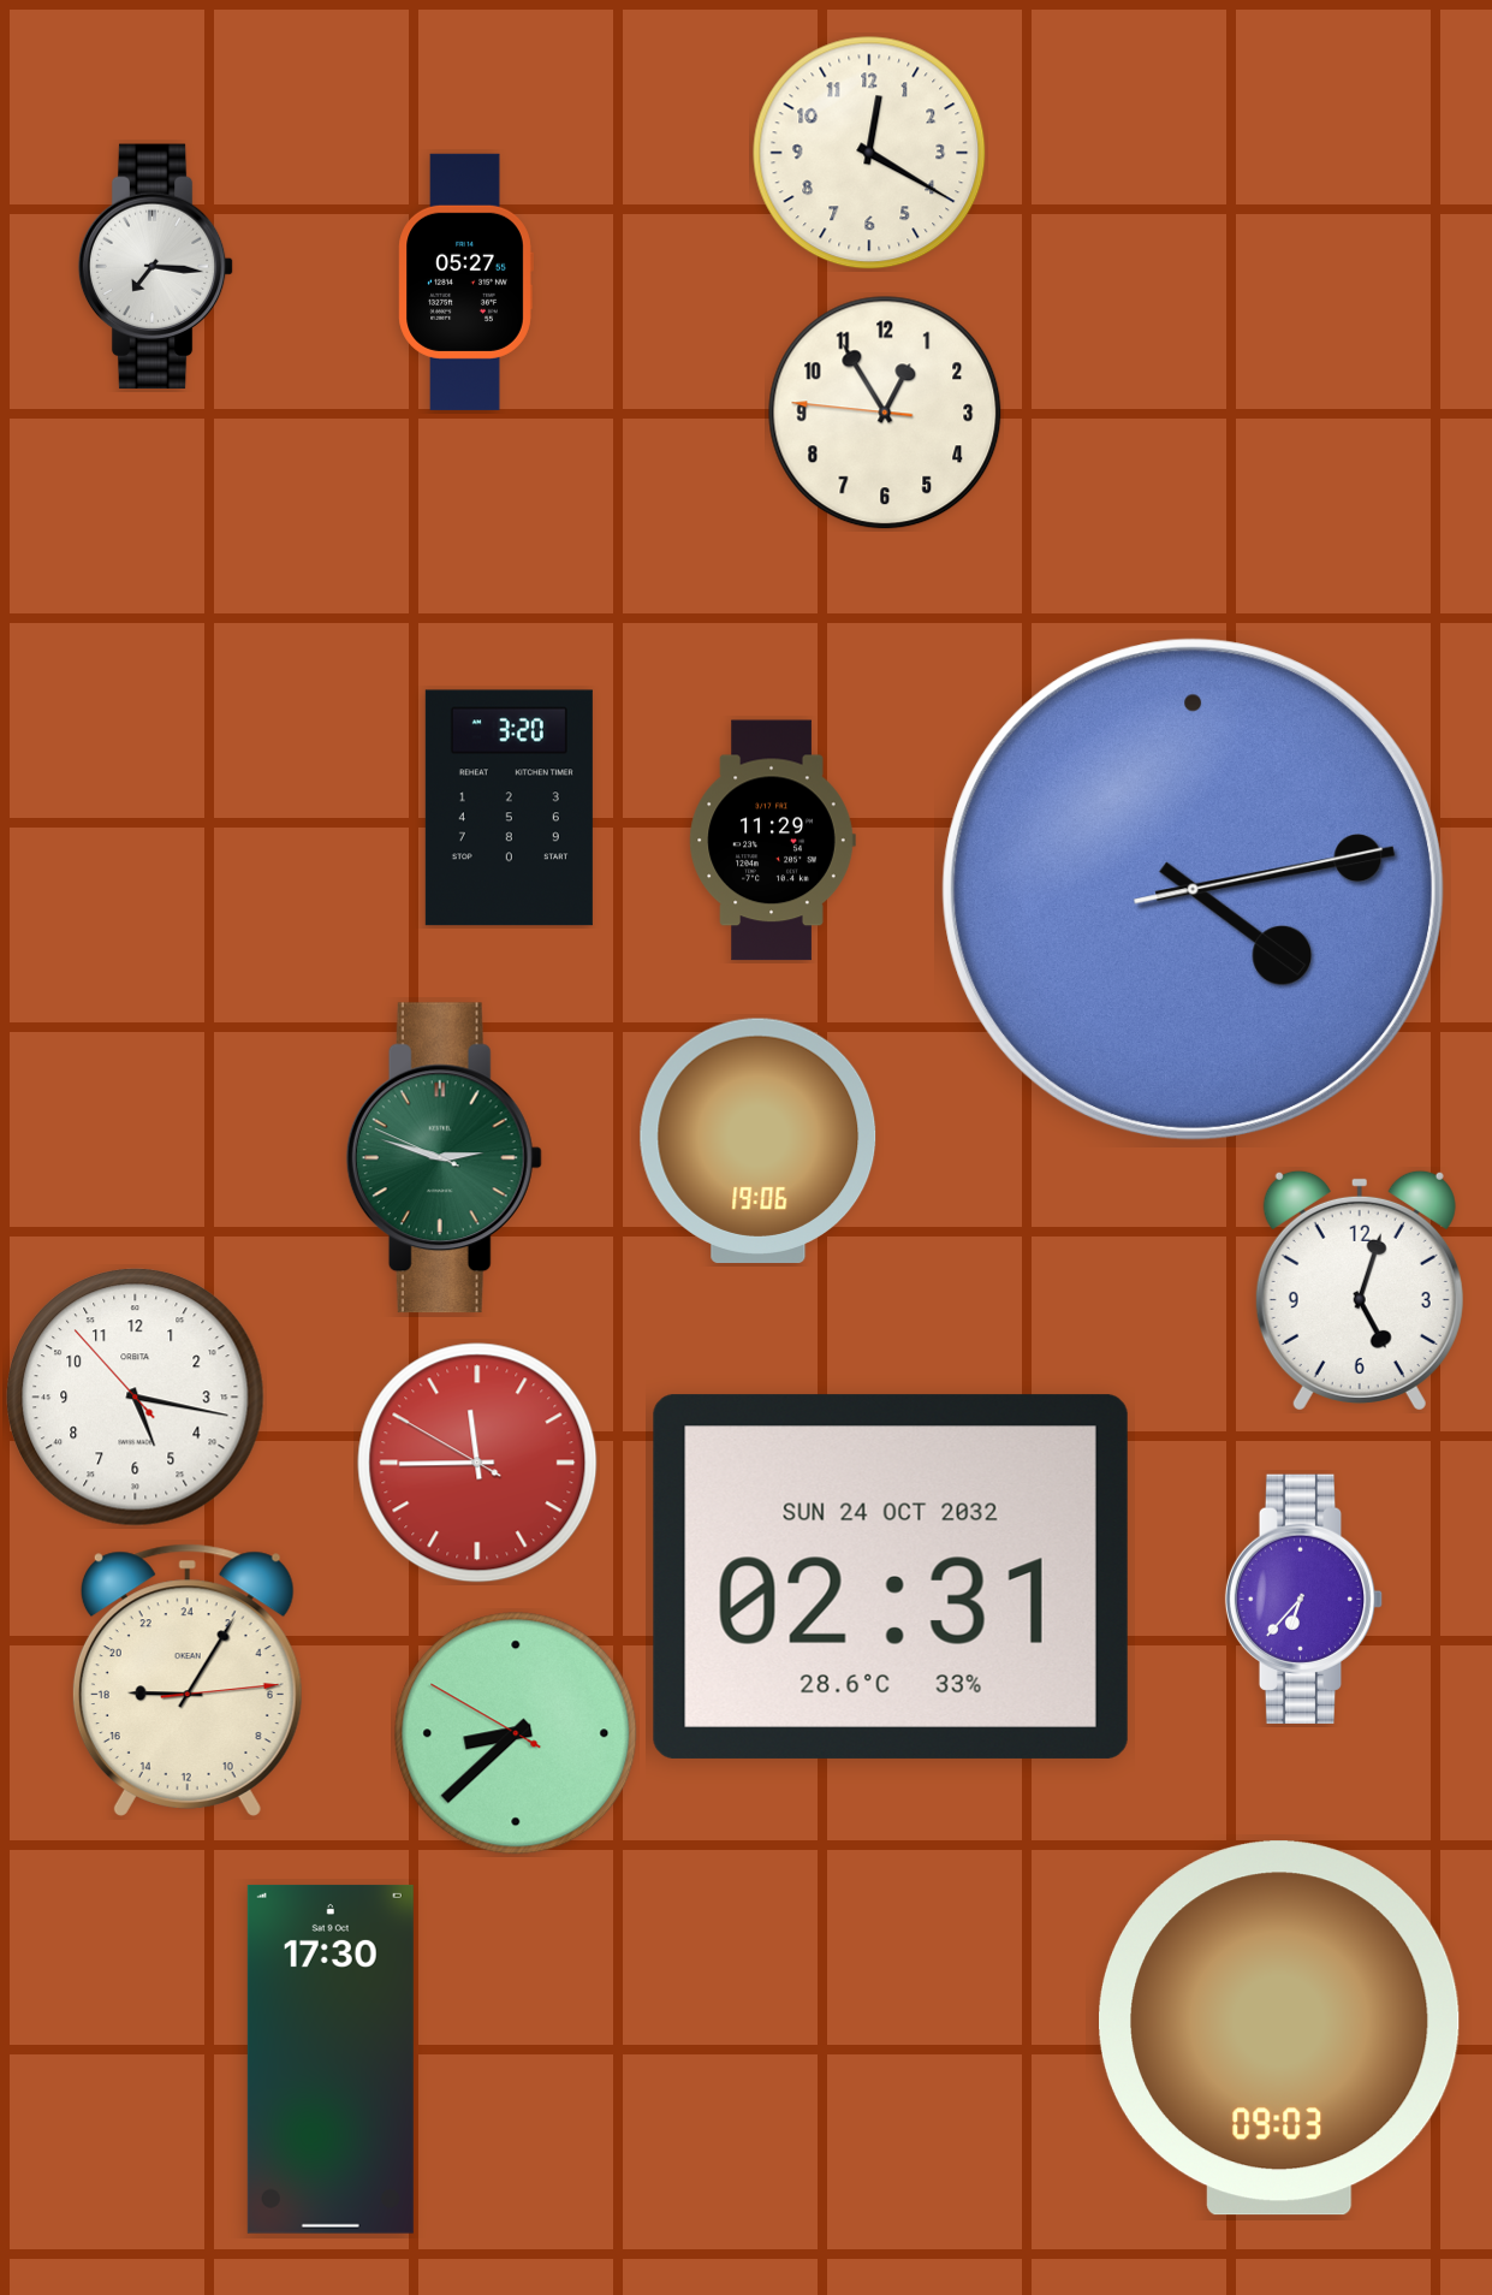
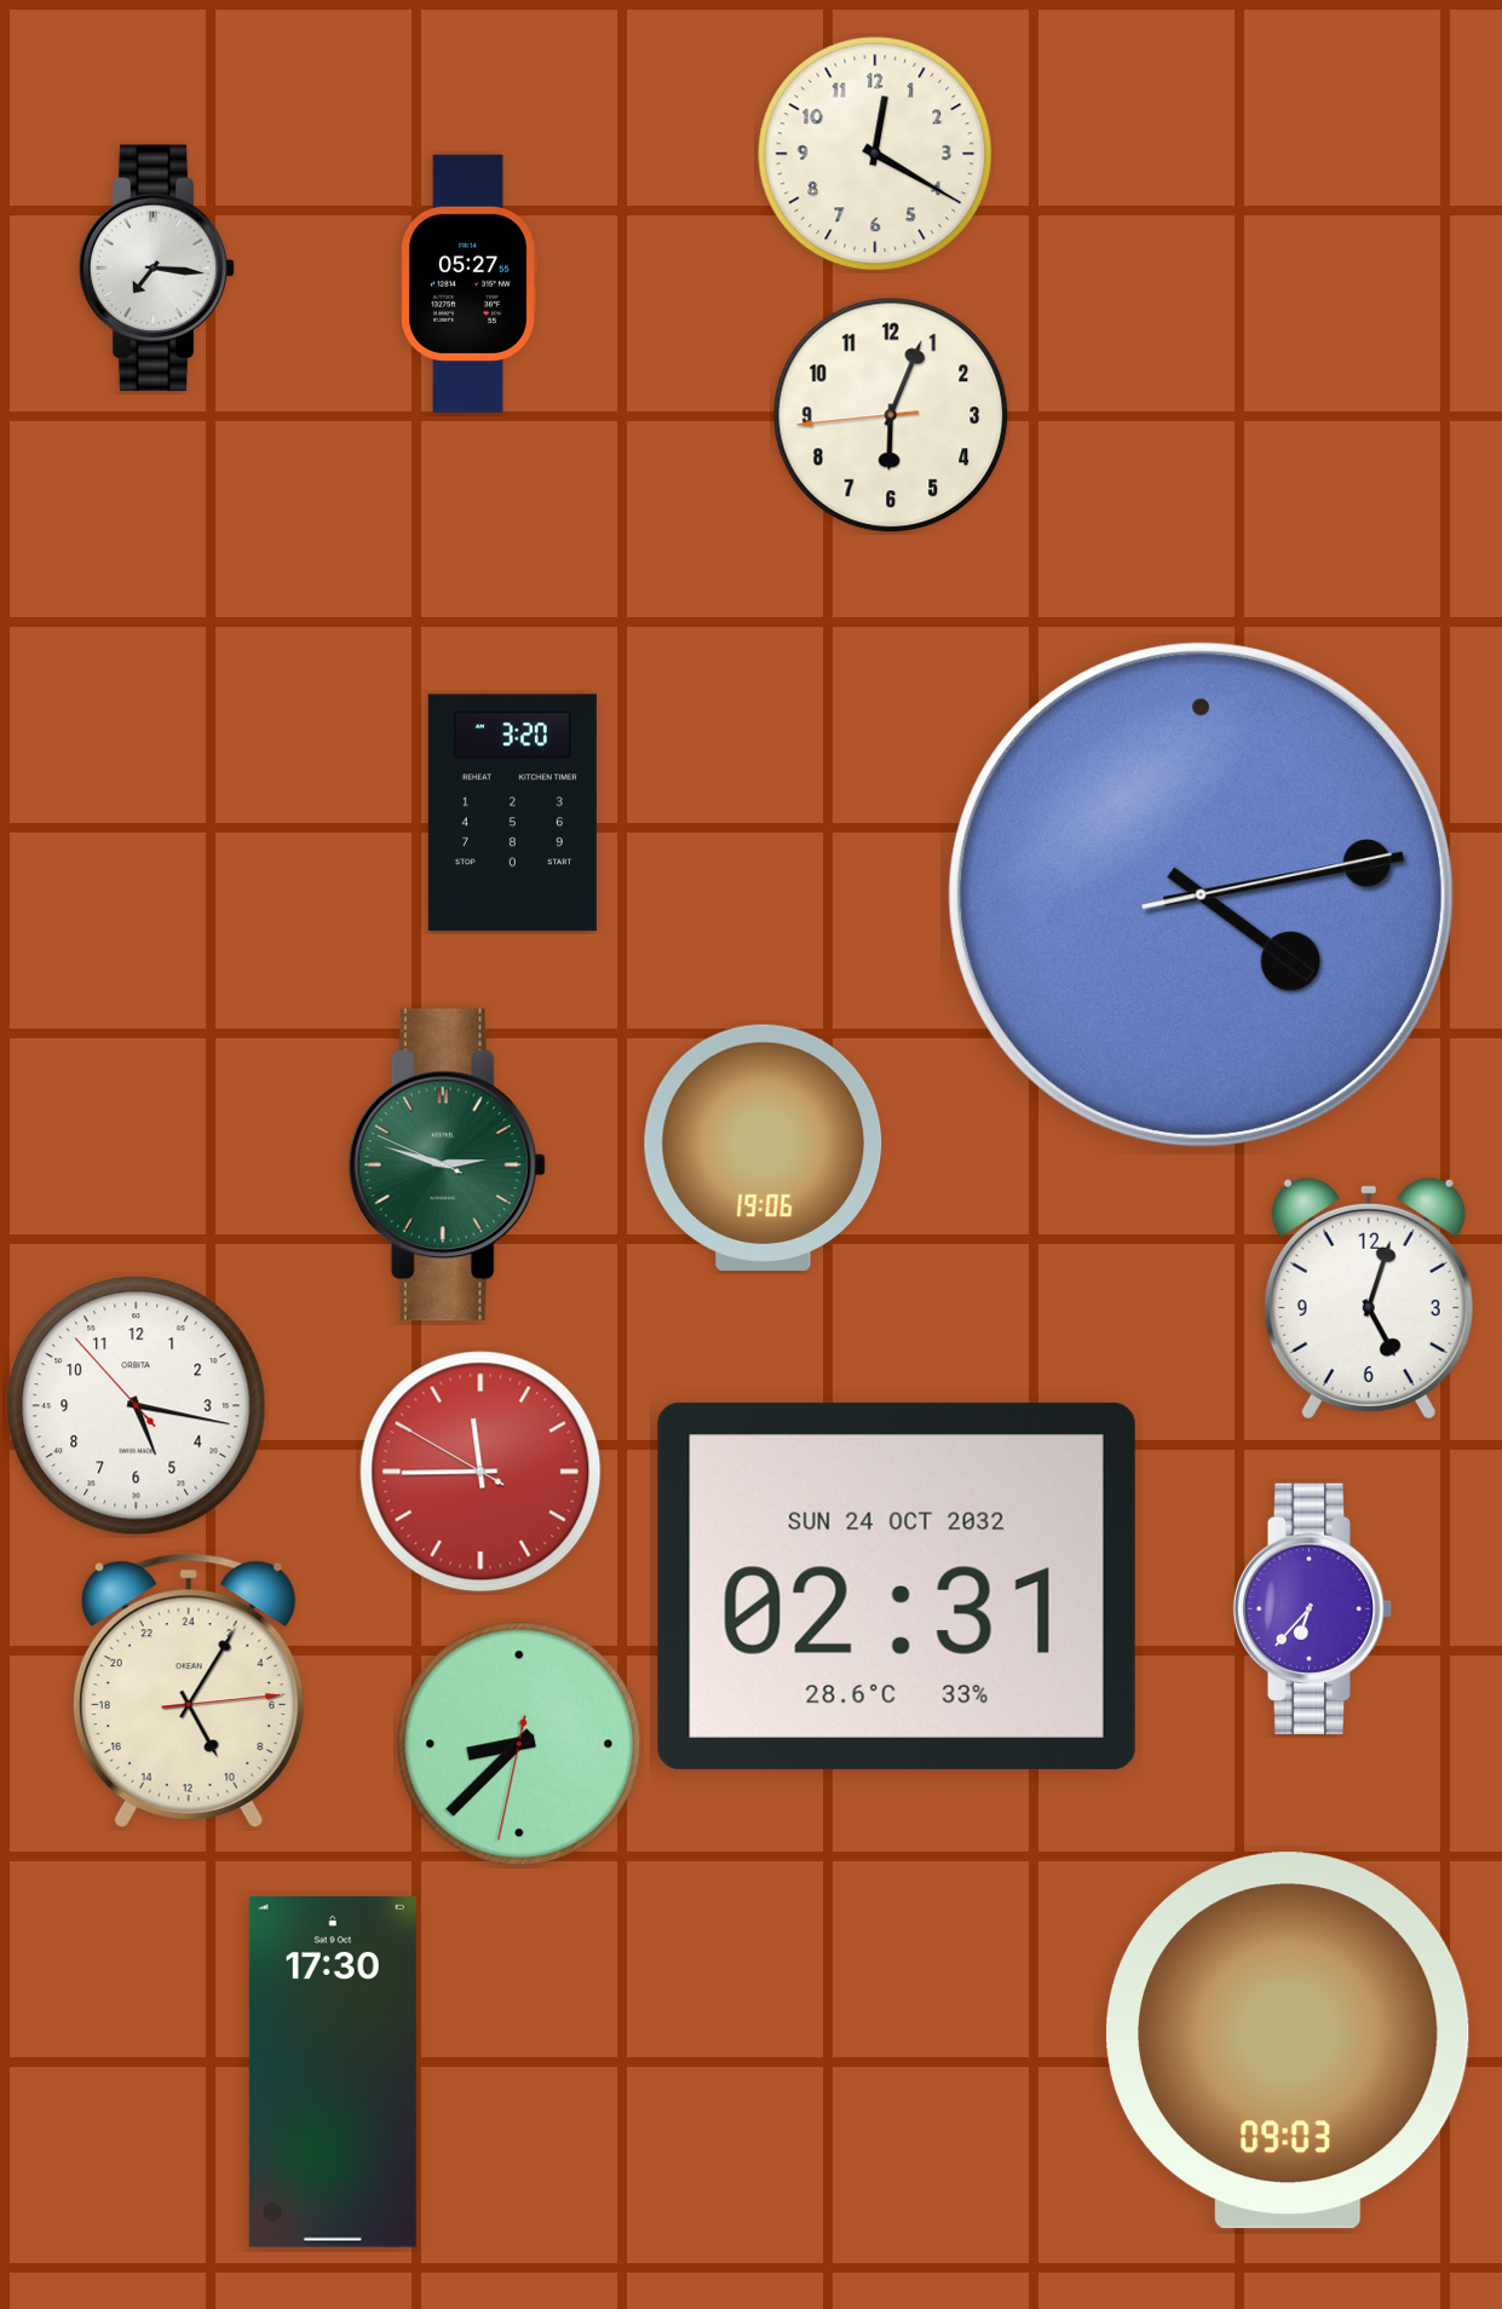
clock at (885, 413): 12:54 -> 6:03
clock at (772, 841): 11:29 -> none
clock at (188, 1680): 18:05 -> 10:05
clock at (516, 1733): 8:37:50 -> 8:37:32
